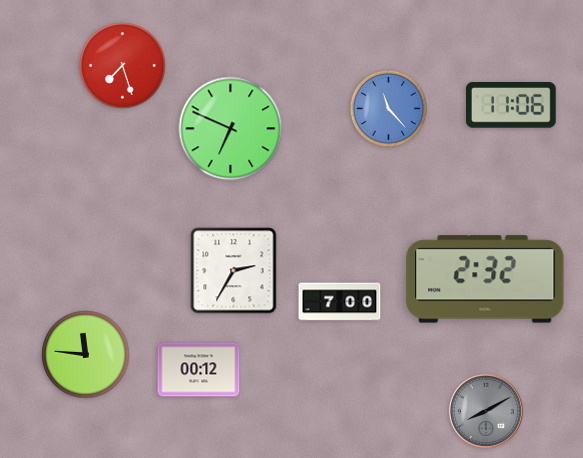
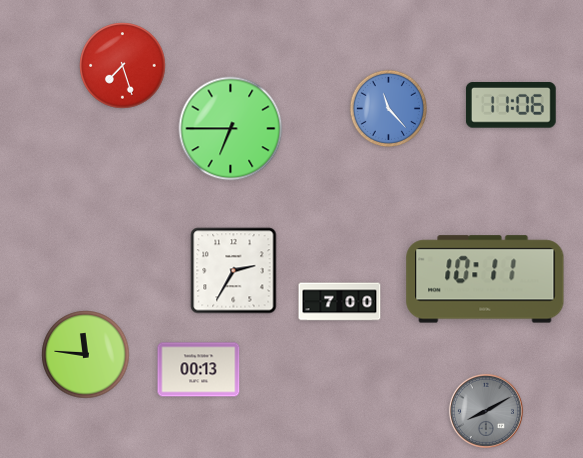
clock at (231, 129): 6:49 -> 6:45
clock at (485, 279): 2:32 -> 10:11
clock at (199, 370): 00:12 -> 00:13
